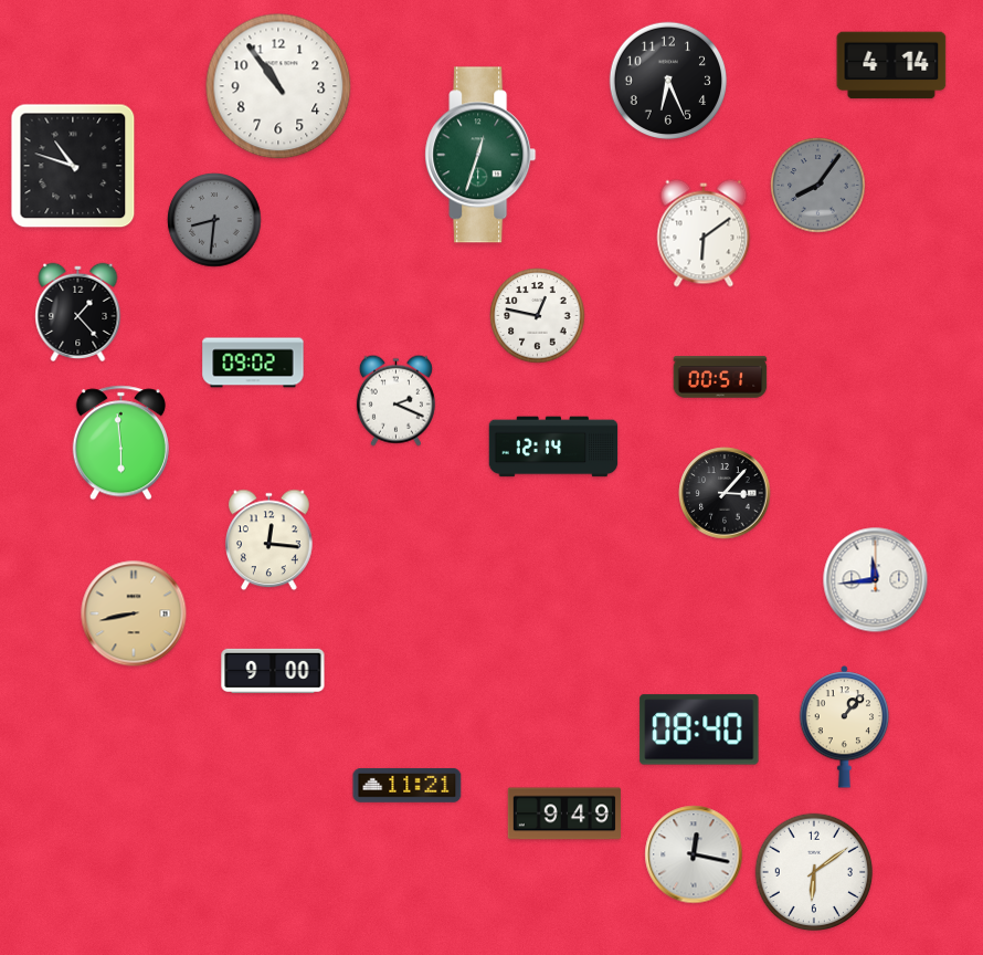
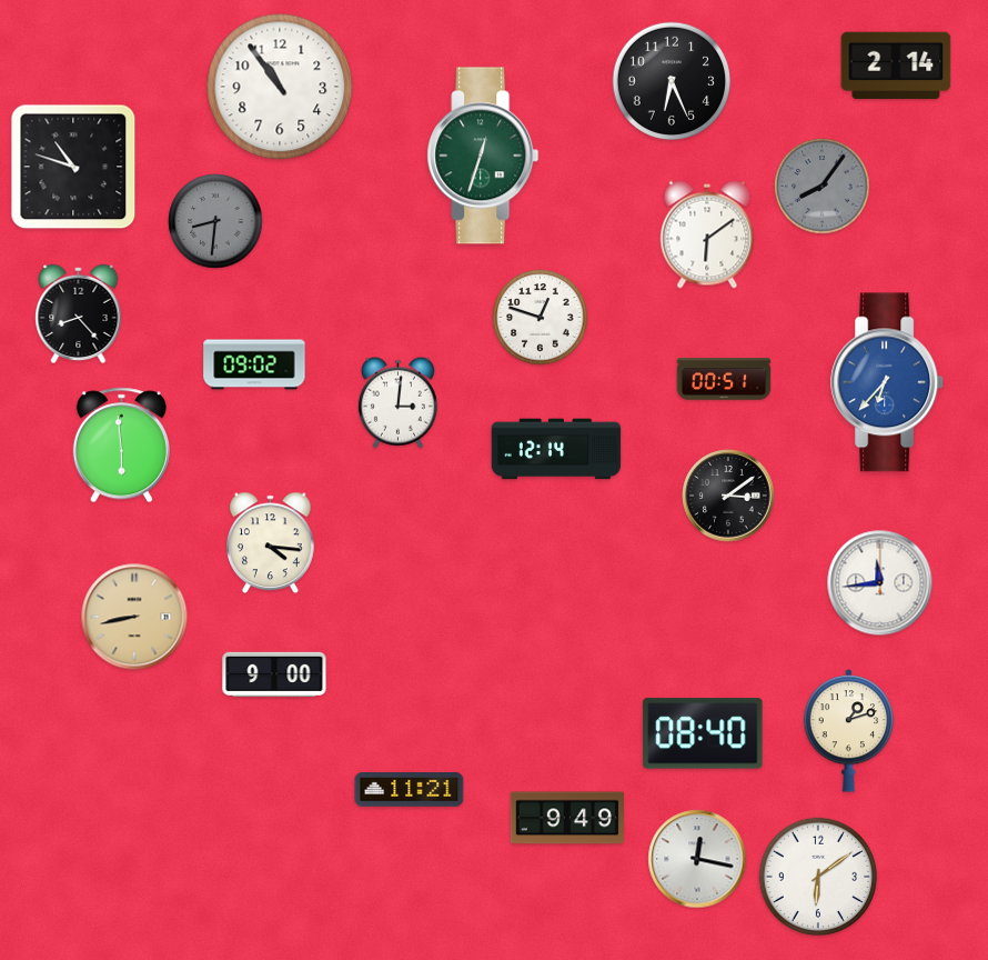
clock at (891, 65): 4:14 -> 2:14
clock at (78, 312): 1:23 -> 8:23
clock at (538, 316): 12:47 -> 12:48
clock at (888, 382): none -> 6:37
clock at (395, 400): 2:19 -> 3:01
clock at (725, 493): 3:07 -> 3:09
clock at (269, 541): 12:16 -> 4:16
clock at (845, 727): 1:07 -> 1:12
